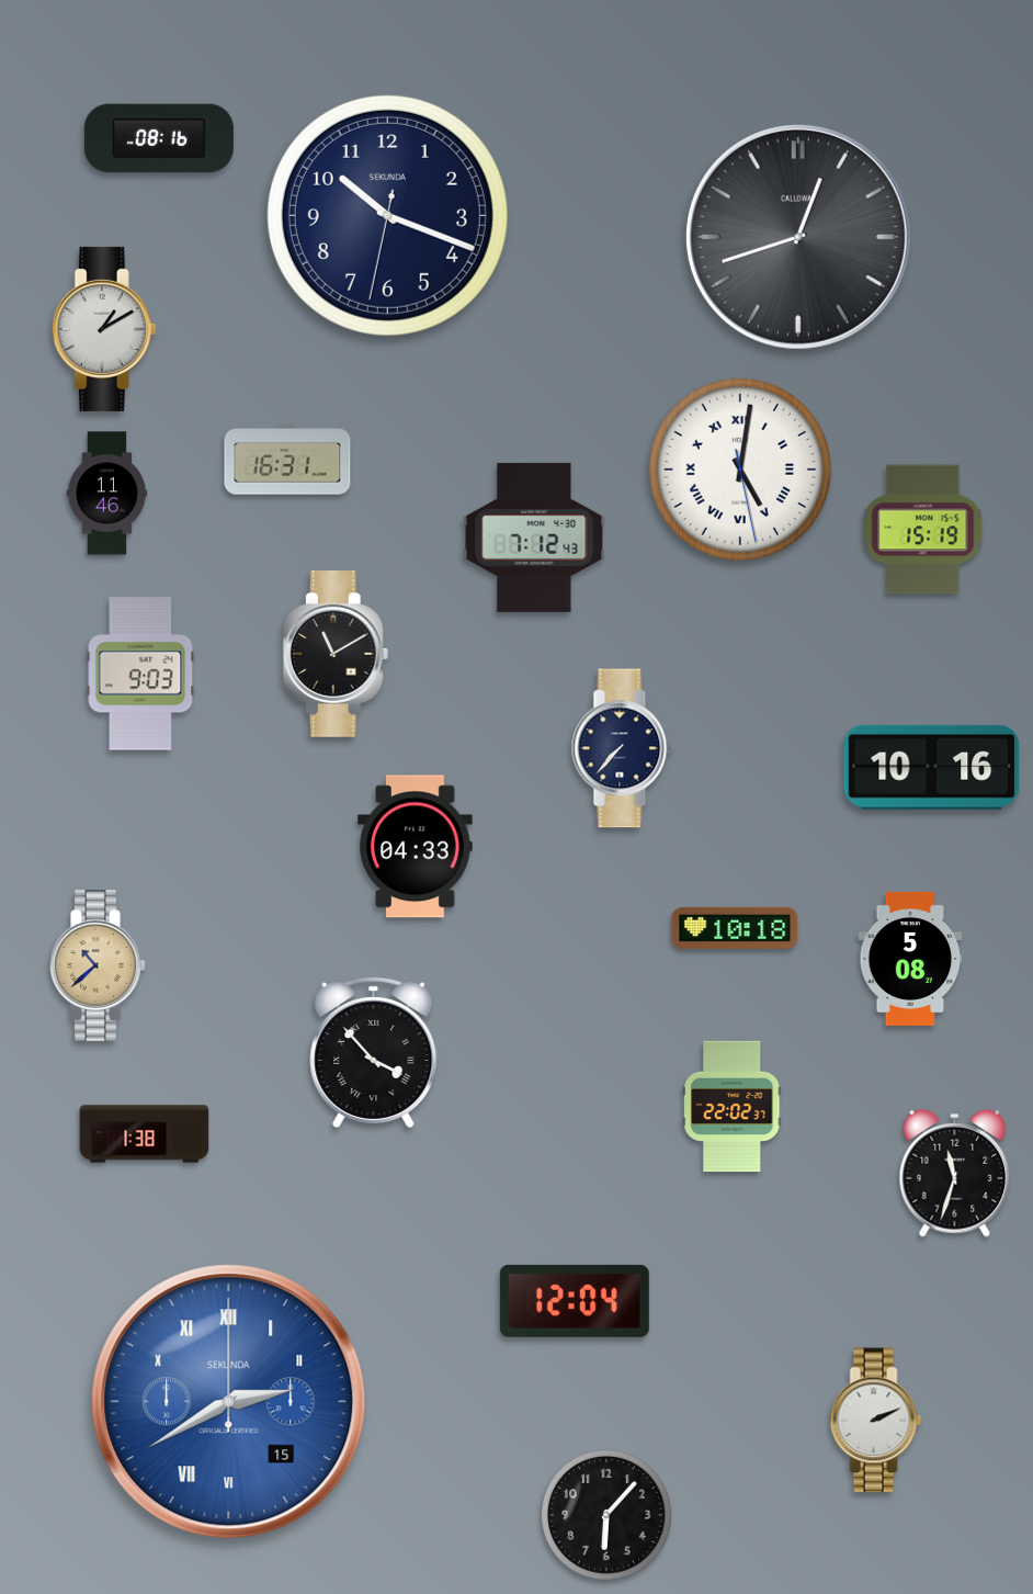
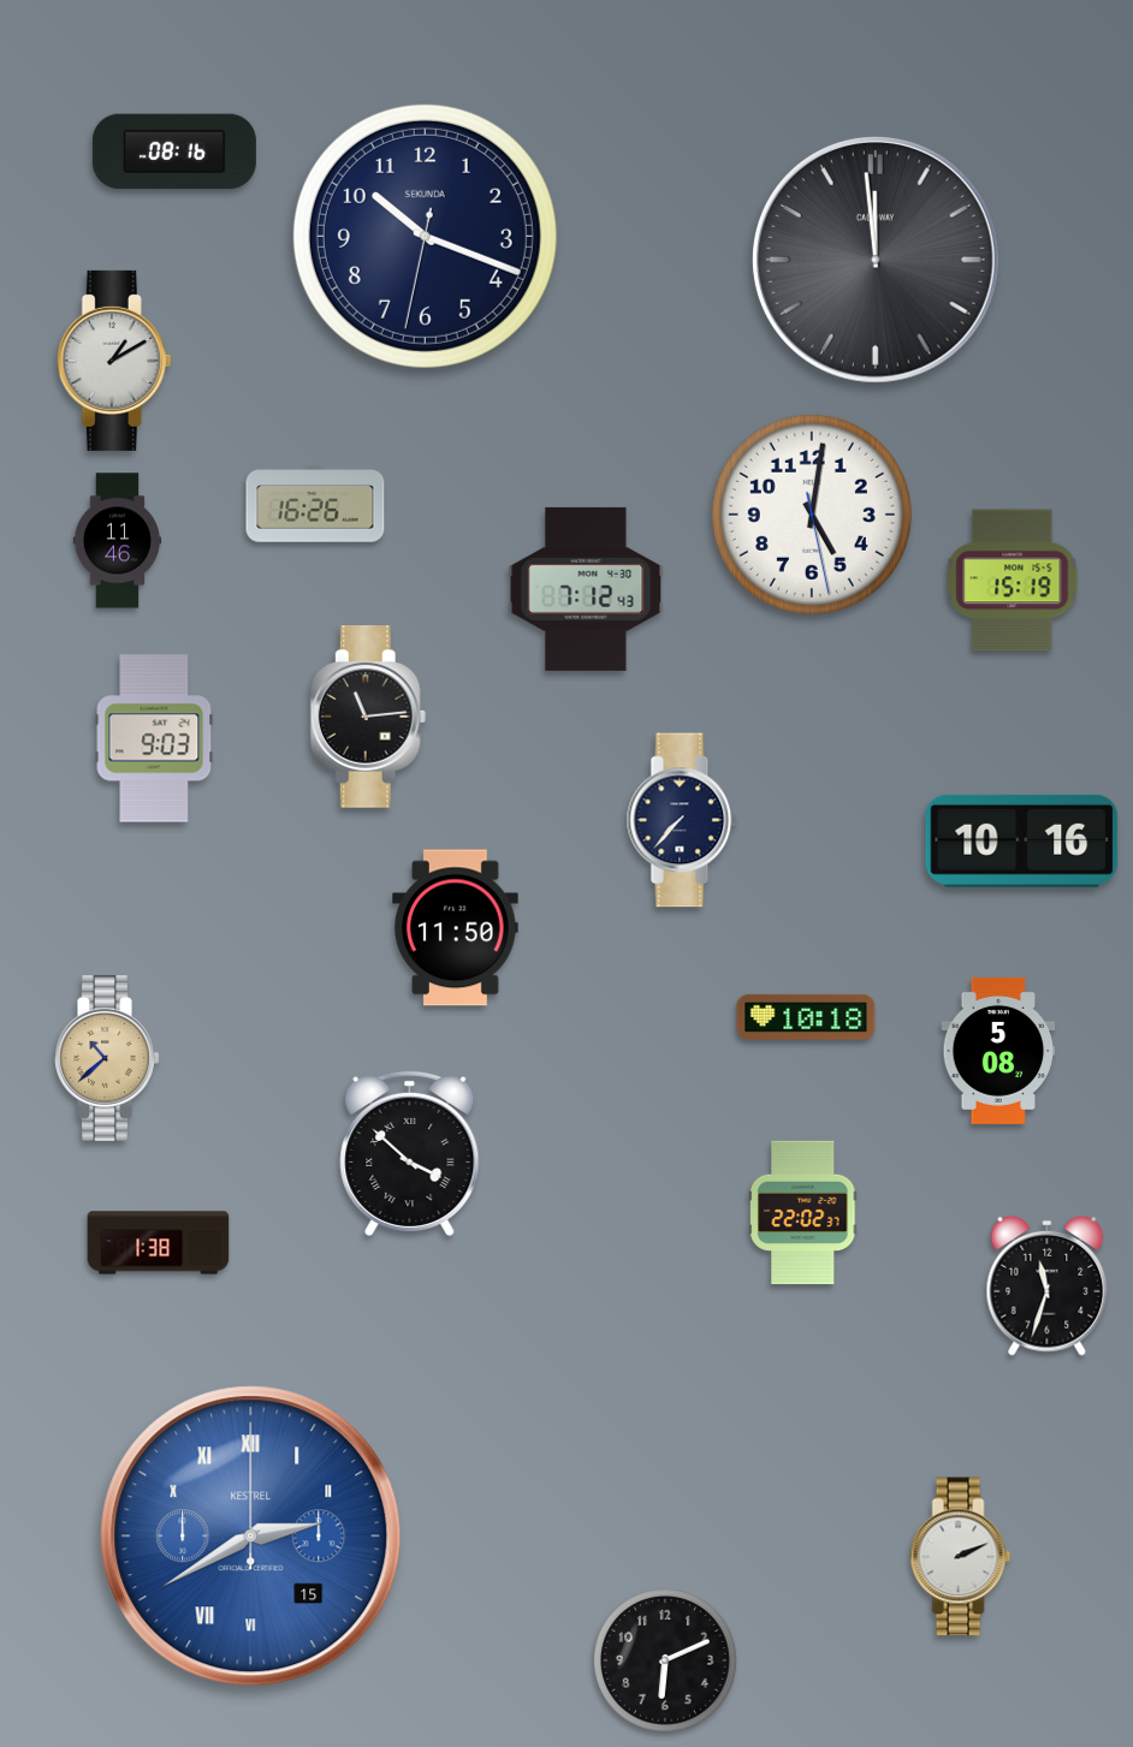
clock at (798, 237): 12:42 -> 11:59
clock at (287, 460): 16:31 -> 16:26
clock at (740, 470) numerals: Roman -> Arabic
clock at (336, 655): 11:10 -> 11:14
clock at (416, 847): 04:33 -> 11:50
clock at (374, 1053): 3:53 -> 3:52
clock at (575, 1301): 12:04 -> none
clock at (229, 1402) brand: SEKUNDA -> KESTREL
clock at (608, 1516): 6:07 -> 6:11
